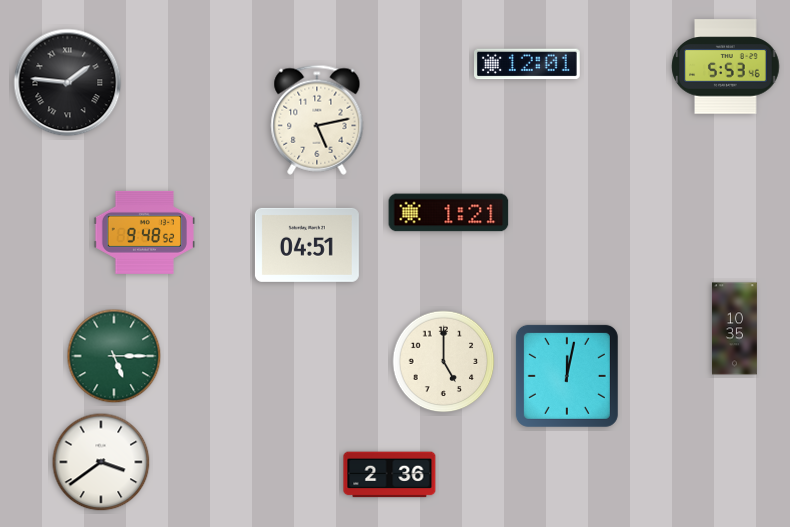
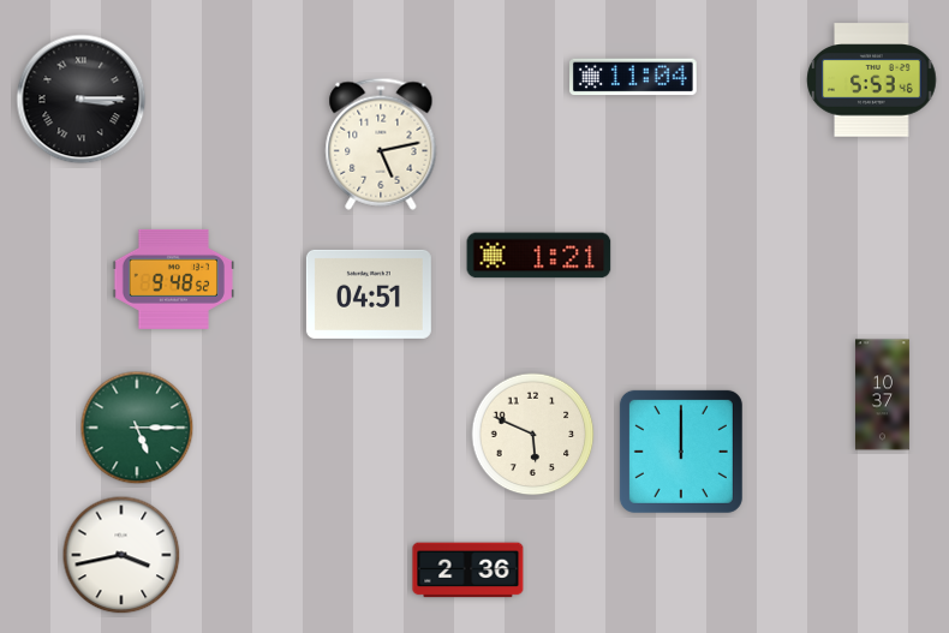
clock at (528, 64): 12:01 -> 11:04
clock at (68, 83): 1:46 -> 3:15
clock at (734, 329): 10:35 -> 10:37
clock at (444, 362): 5:00 -> 5:49
clock at (567, 376): 12:02 -> 12:00
clock at (101, 462): 3:39 -> 3:43
